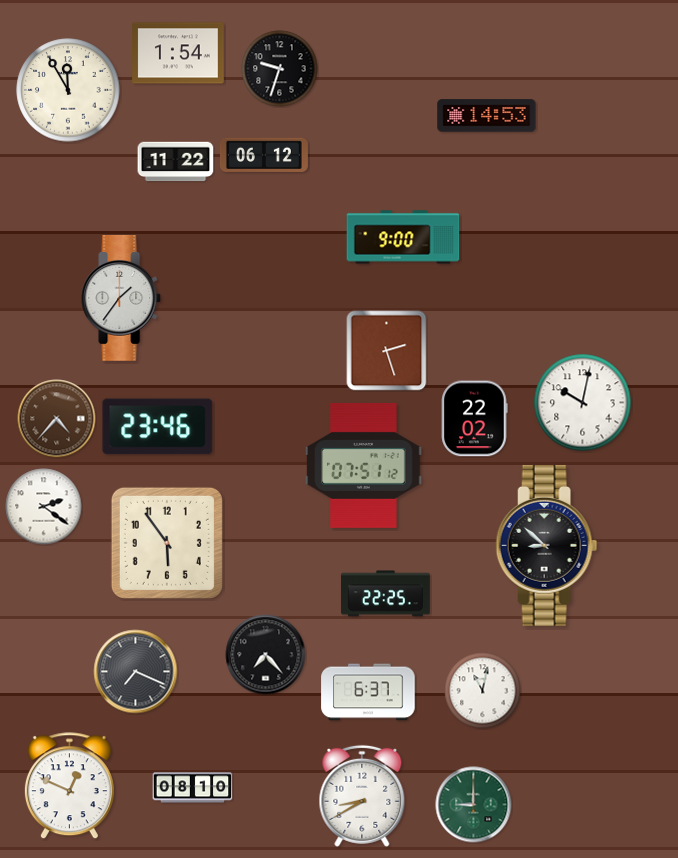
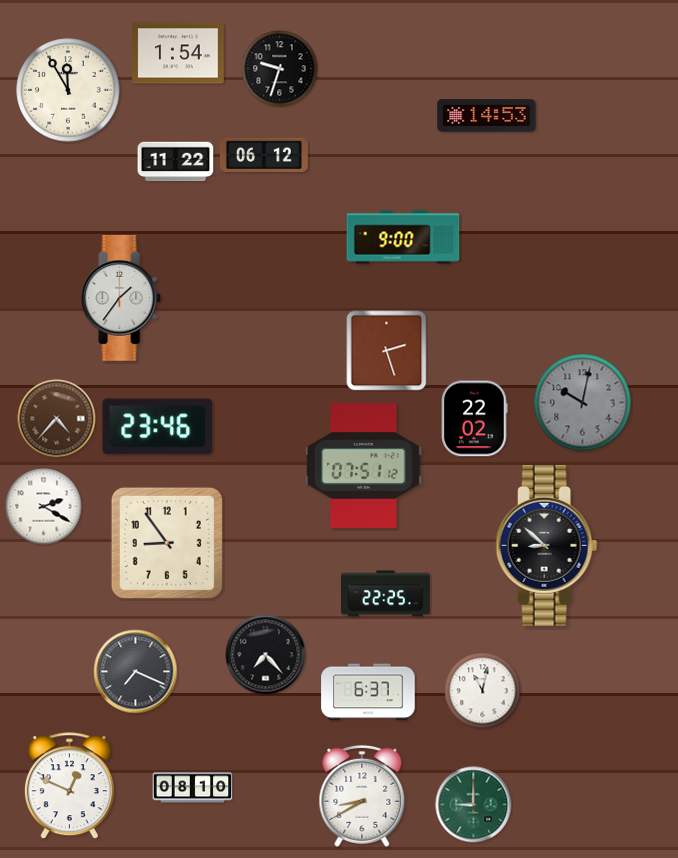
clock at (583, 403) dial: white -> grey
clock at (44, 507): 2:21 -> 2:20
clock at (167, 543): 5:54 -> 8:54
